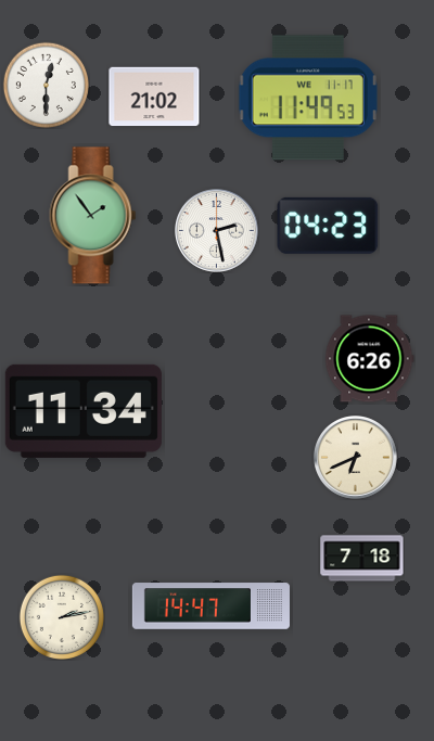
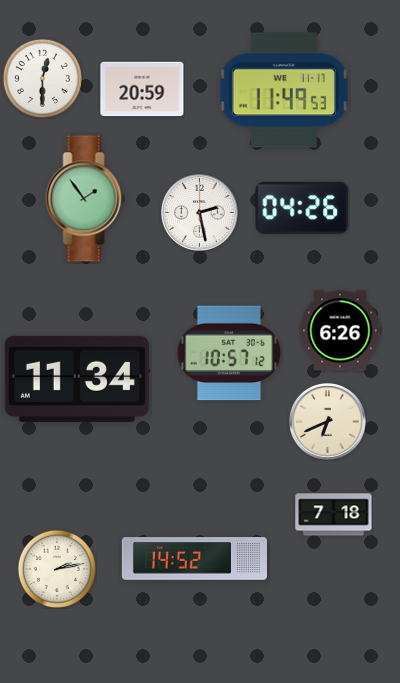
clock at (154, 97): 21:02 -> 20:59
clock at (328, 226): 04:23 -> 04:26
clock at (229, 353): none -> 10:57
clock at (210, 606): 14:47 -> 14:52
